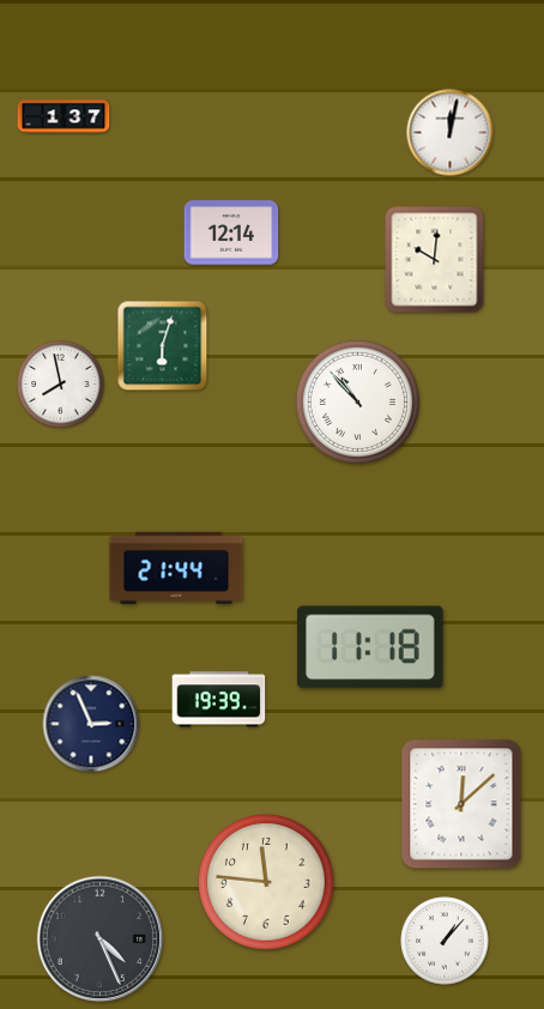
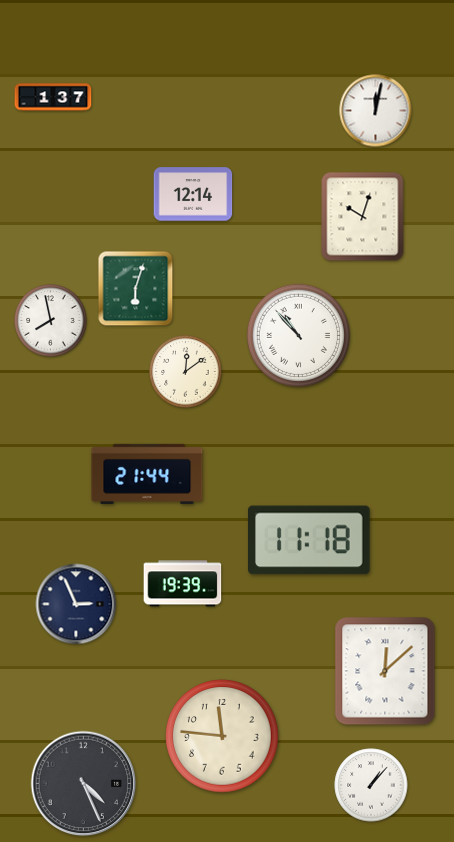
clock at (435, 260): 10:01 -> 10:03
clock at (186, 372): none -> 12:09
